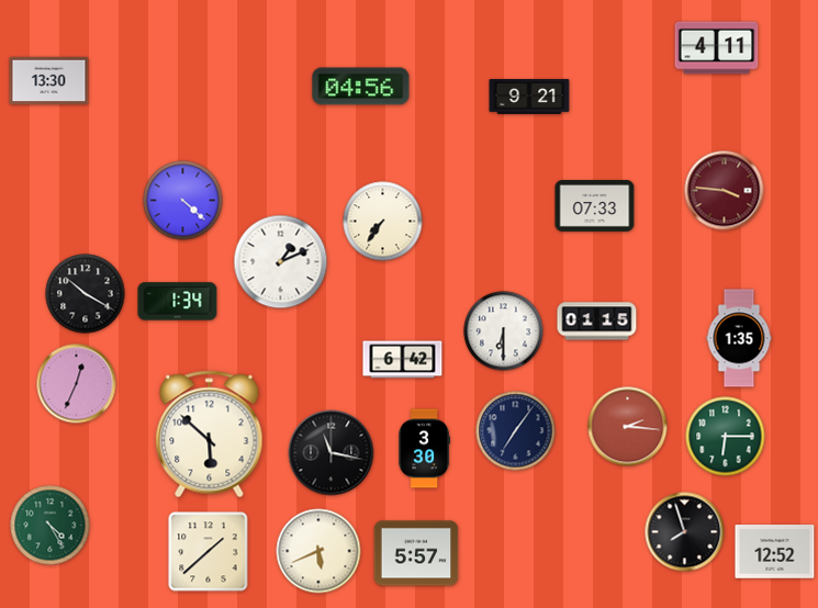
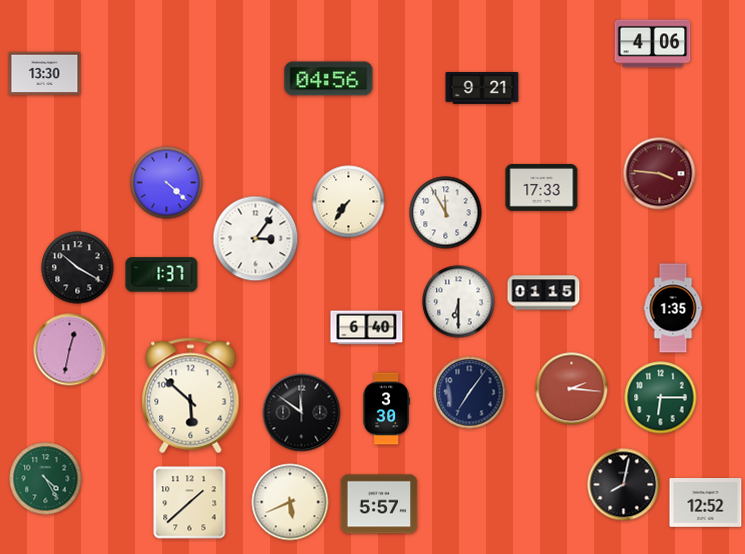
clock at (717, 48): 4:11 -> 4:06
clock at (595, 206): 07:33 -> 17:33
clock at (446, 213): none -> 11:55
clock at (281, 262): 1:11 -> 3:06
clock at (178, 302): 1:34 -> 1:37
clock at (403, 360): 6:42 -> 6:40
clock at (77, 384): 12:34 -> 12:32
clock at (332, 453): 11:17 -> 11:51
clock at (685, 532): 7:57 -> 8:02
